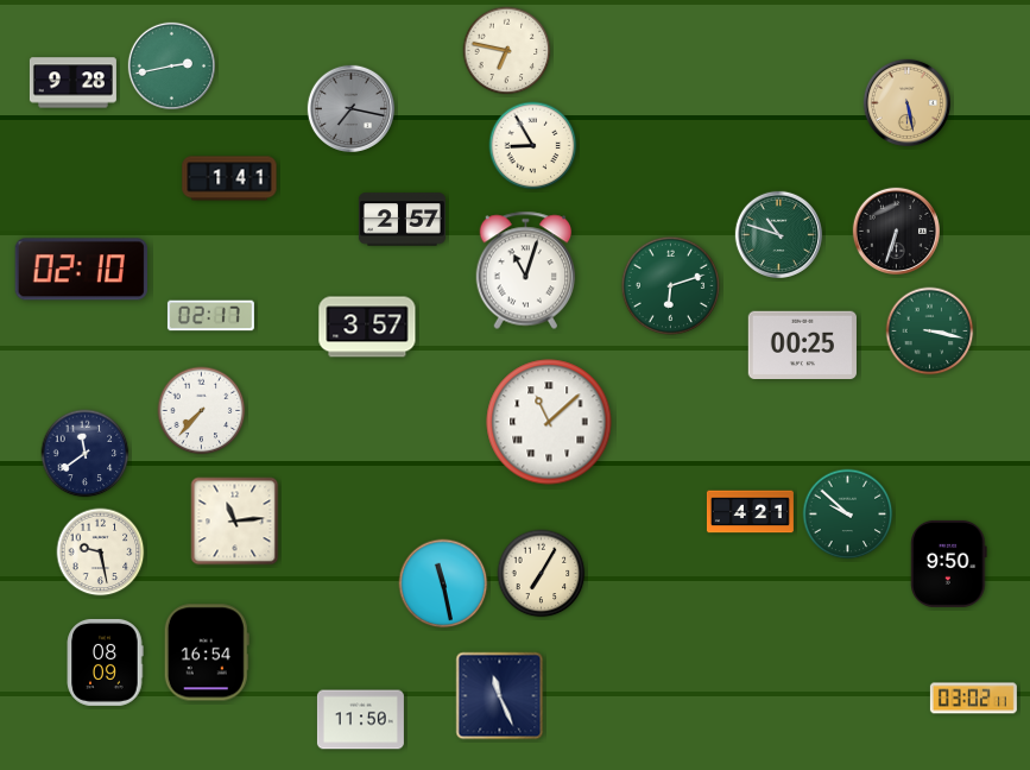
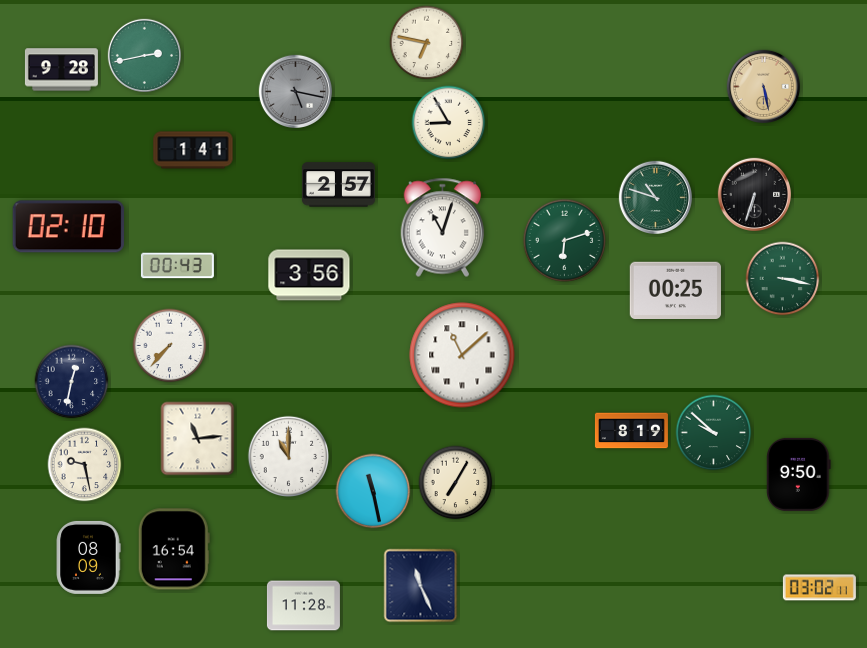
clock at (350, 108): 7:17 -> 5:17
clock at (210, 316): 02:17 -> 00:43
clock at (367, 327): 3:57 -> 3:56
clock at (86, 454): 11:39 -> 12:32
clock at (750, 512): 4:21 -> 8:19
clock at (289, 457): none -> 11:00
clock at (360, 720): 11:50 -> 11:28
